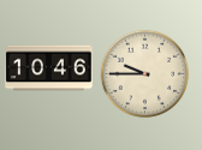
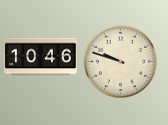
clock at (145, 74): 9:45 -> 9:48
